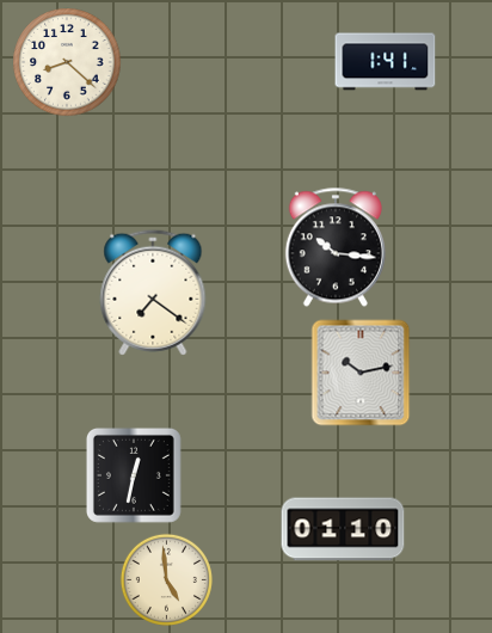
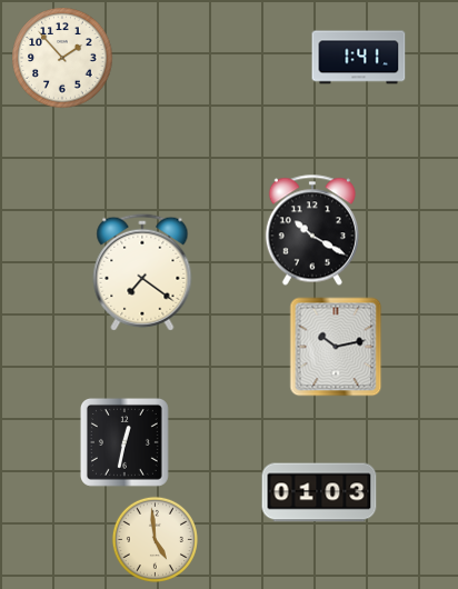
clock at (67, 62): 8:22 -> 1:53
clock at (336, 247): 10:16 -> 10:20
clock at (343, 529): 01:10 -> 01:03
